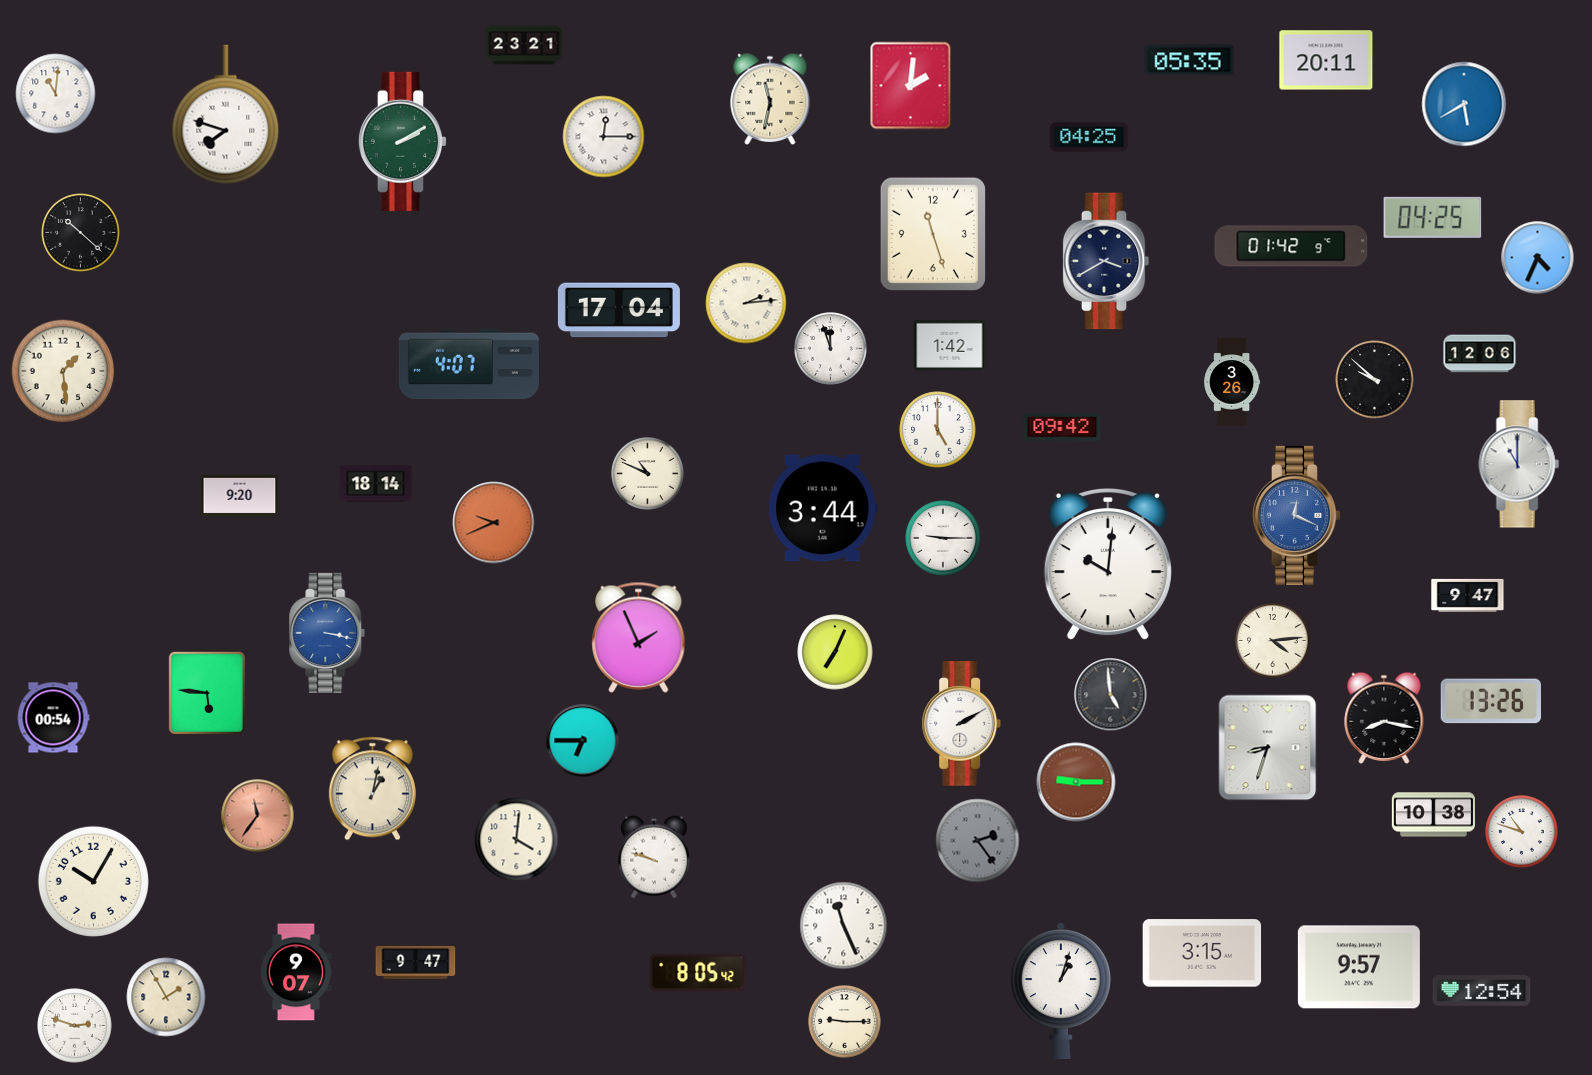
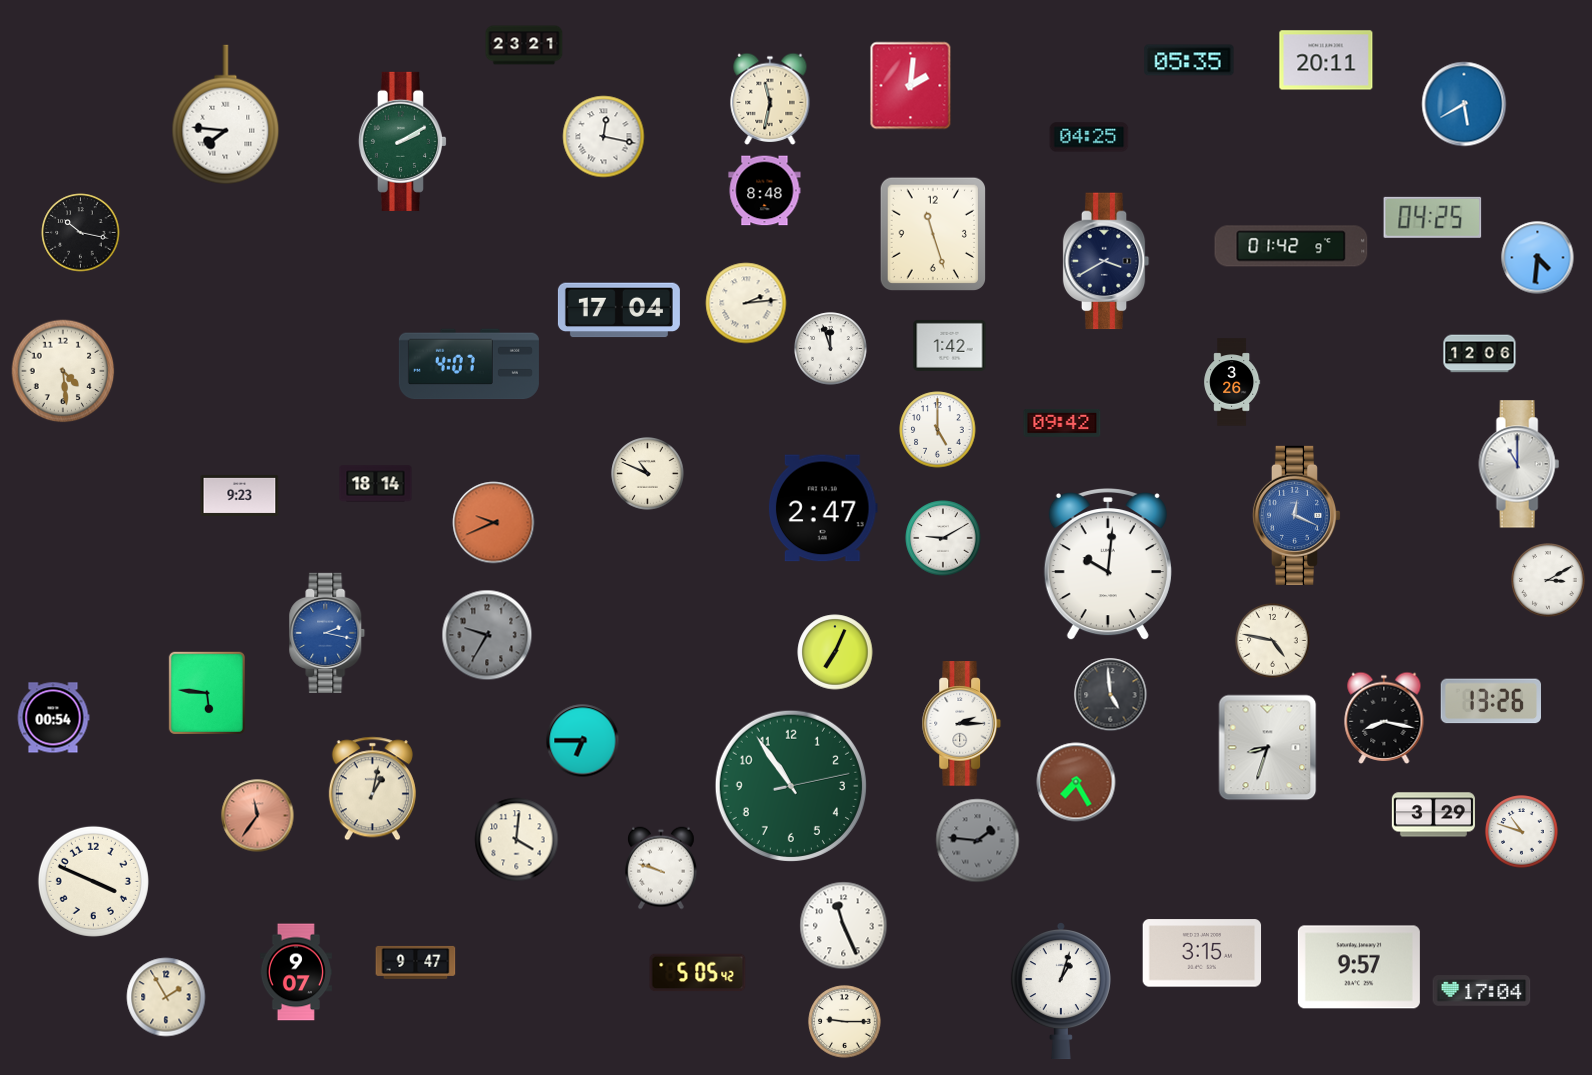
clock at (56, 94): 11:01 -> none
clock at (226, 115): 7:48 -> 7:46
clock at (604, 137): 12:15 -> 12:17
clock at (765, 191): none -> 8:48
clock at (81, 233): 10:22 -> 10:17
clock at (1538, 258): 4:34 -> 4:31
clock at (63, 371): 1:29 -> 4:29
clock at (1375, 380): 9:52 -> none
clock at (1062, 427) position: (1062, 427) -> (1062, 423)
clock at (240, 495): 9:20 -> 9:23
clock at (823, 508): 3:44 -> 2:47
clock at (943, 538): 9:15 -> 9:10
clock at (1548, 580): none -> 3:10
clock at (1468, 595): 9:47 -> none
clock at (327, 633): 3:17 -> 2:17
clock at (487, 635): none -> 9:35
clock at (639, 637): 1:56 -> none
clock at (1273, 641): 4:14 -> 4:47
clock at (962, 724): 2:10 -> 2:15
clock at (1076, 782): 9:15 -> 7:25
clock at (791, 786): none -> 10:54
clock at (1433, 815): 10:38 -> 3:29
clock at (978, 841): 2:24 -> 1:46
clock at (655, 857) position: (655, 857) -> (662, 868)
clock at (93, 881): 10:05 -> 3:49
clock at (698, 973): 8:05 -> 5:05
clock at (1482, 991): 12:54 -> 17:04
clock at (75, 1026): 2:48 -> none
